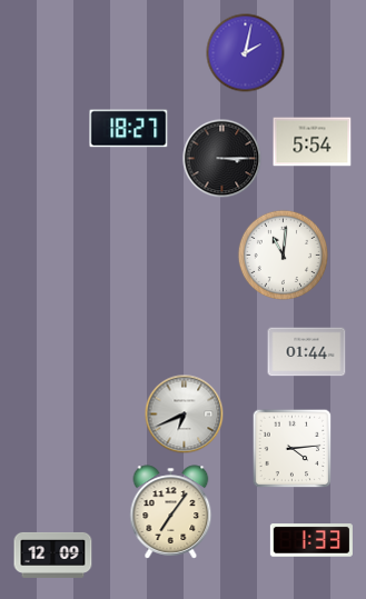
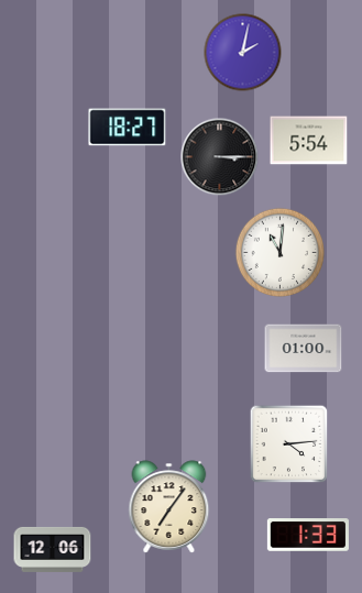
clock at (307, 352): 01:44 -> 01:00
clock at (185, 415): 6:41 -> none
clock at (53, 555): 12:09 -> 12:06
